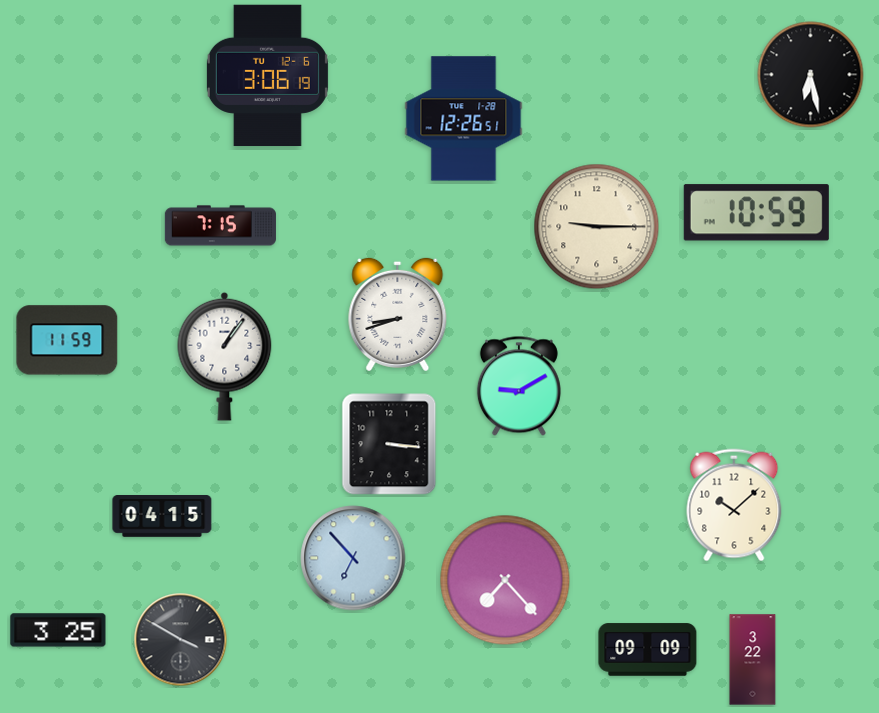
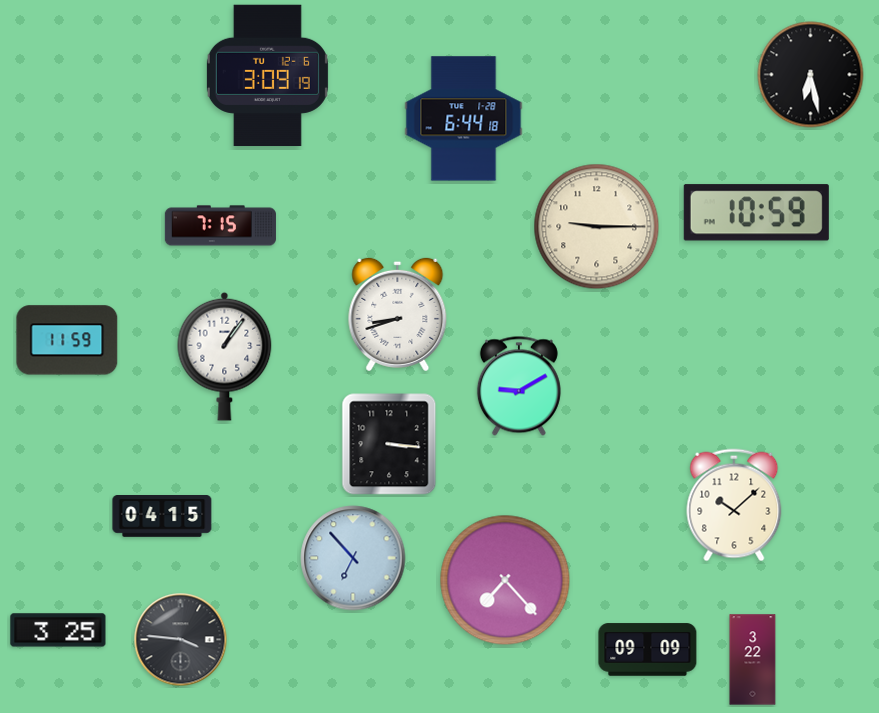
clock at (267, 76): 3:06 -> 3:09
clock at (464, 119): 12:26 -> 6:44
clock at (181, 640): 3:50 -> 3:46
